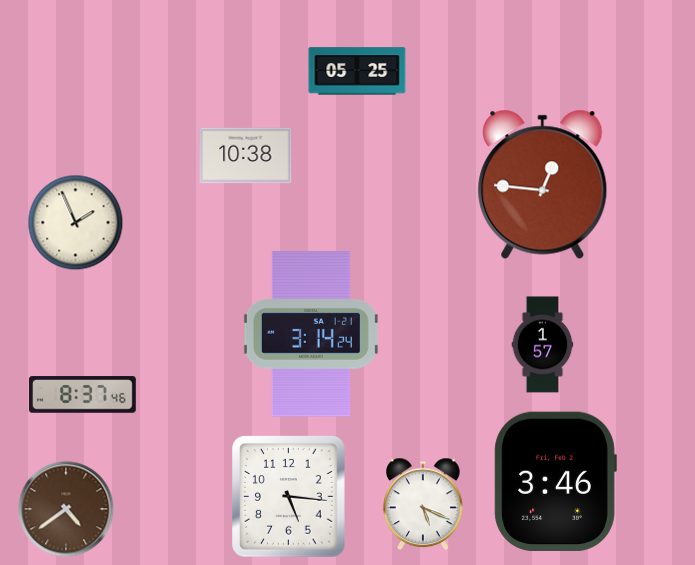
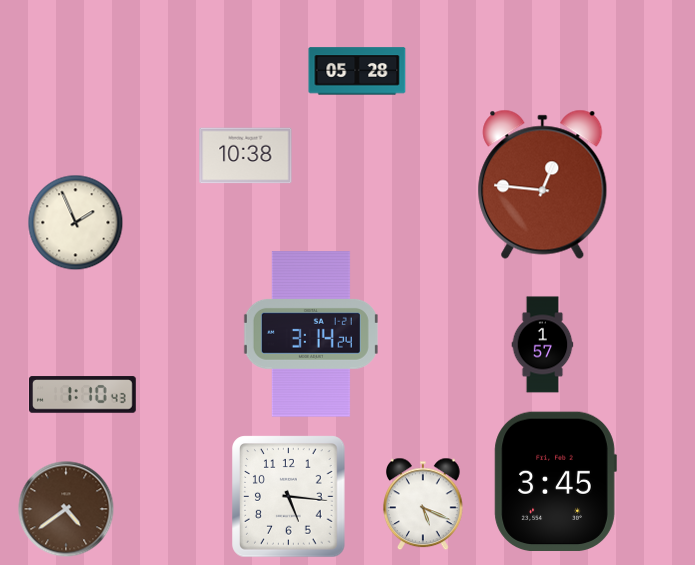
clock at (357, 71): 05:25 -> 05:28
clock at (83, 395): 8:37 -> 1:10
clock at (555, 481): 3:46 -> 3:45
